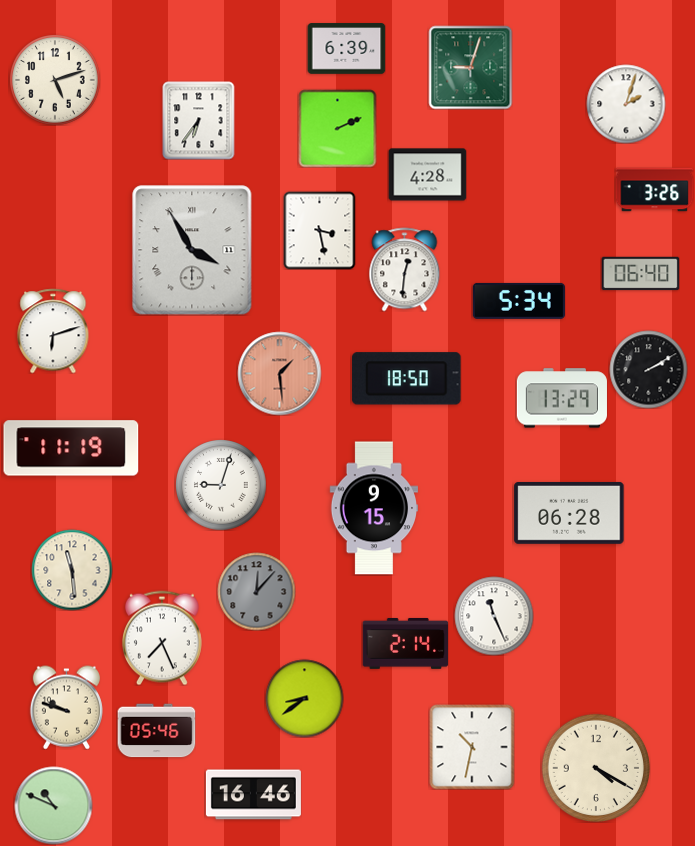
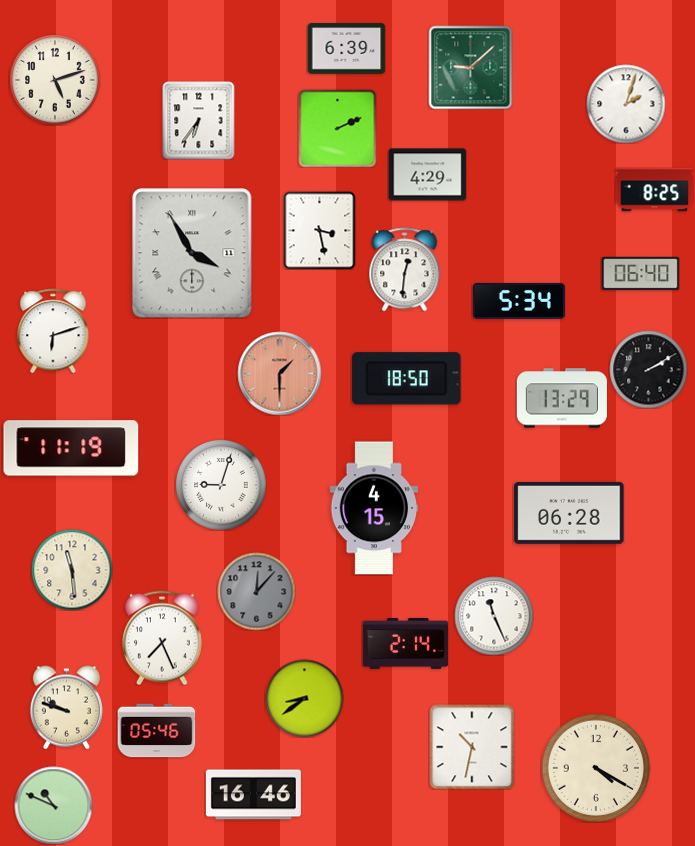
clock at (470, 67): 9:03 -> 9:08
clock at (427, 175): 4:28 -> 4:29
clock at (654, 190): 3:26 -> 8:25
clock at (192, 250) position: (192, 250) -> (192, 253)
clock at (279, 373): 1:29 -> 1:30
clock at (373, 508): 9:15 -> 4:15
